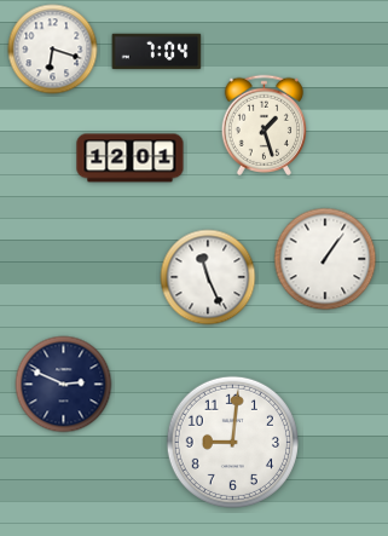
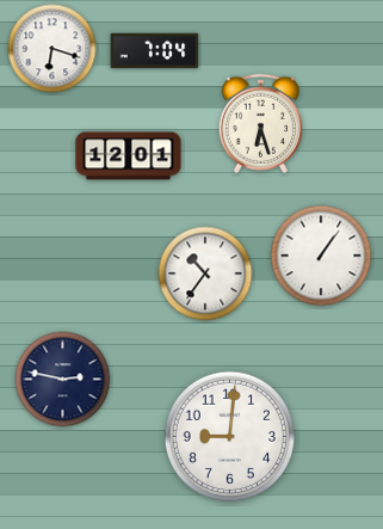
clock at (264, 125): 1:27 -> 6:27
clock at (208, 277): 11:26 -> 10:36
clock at (64, 385): 2:49 -> 2:47
